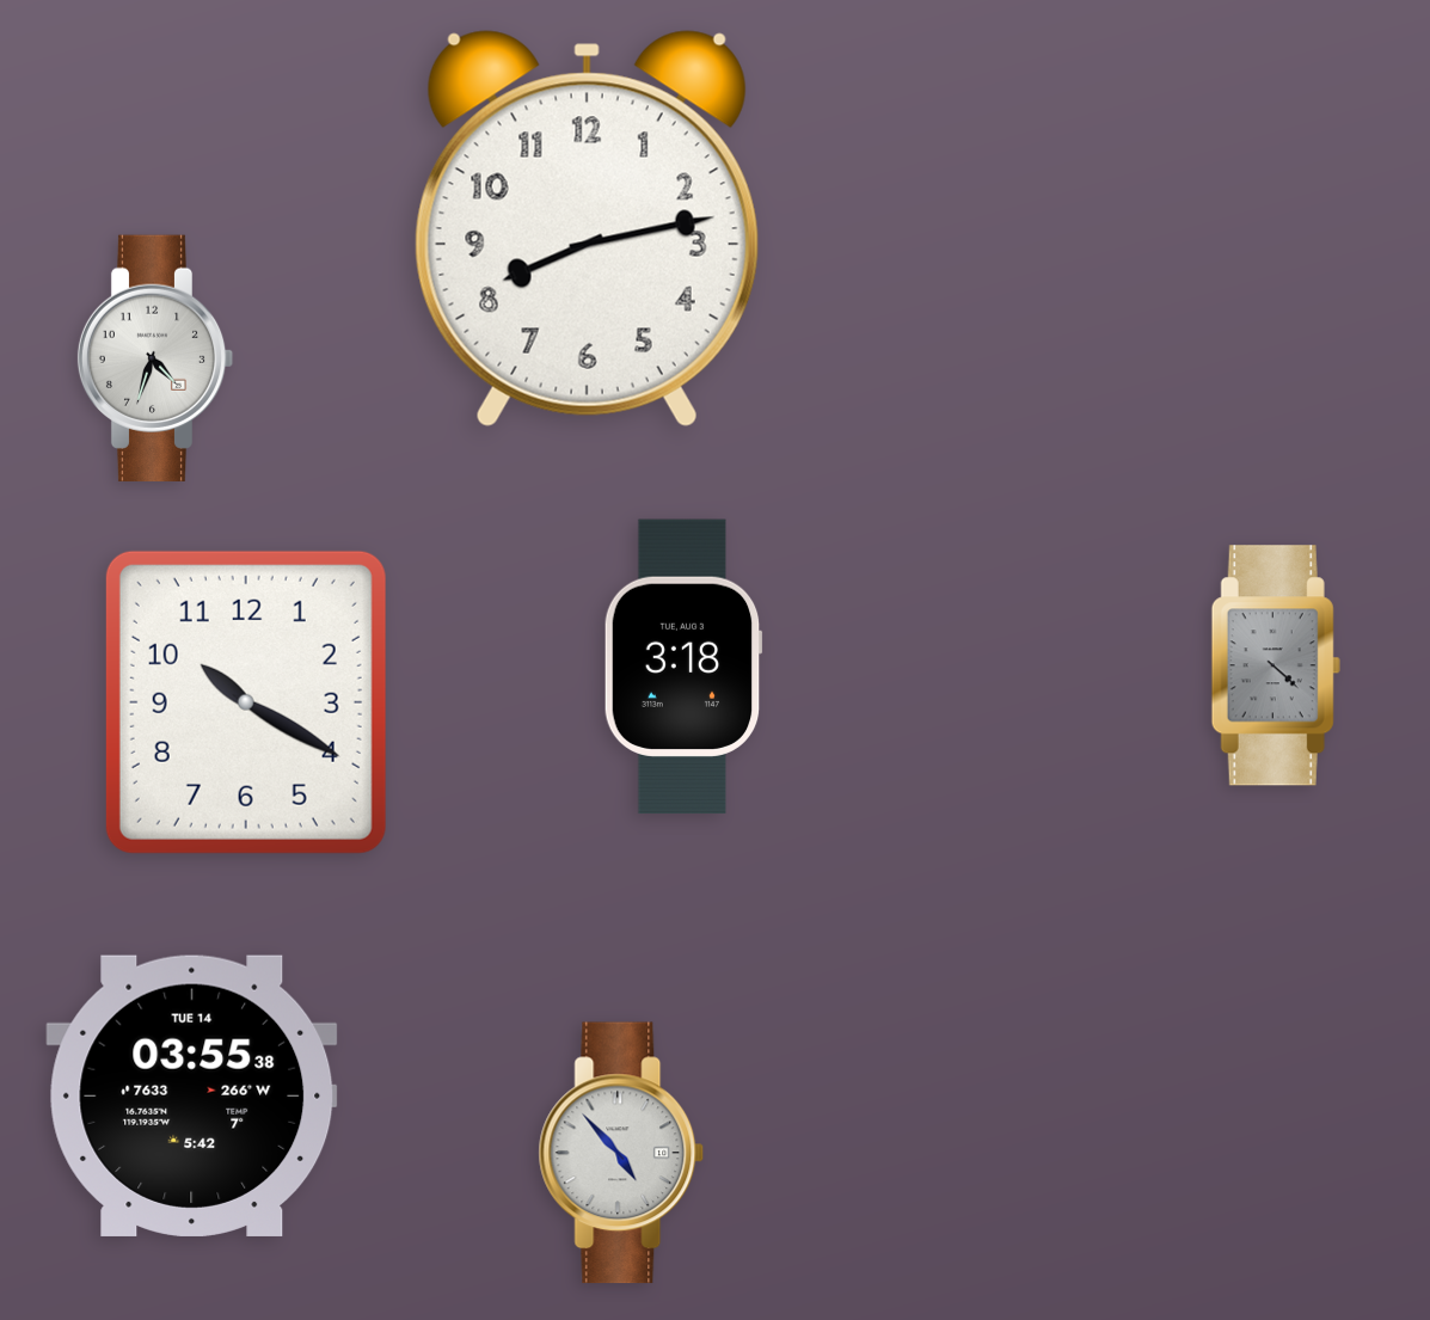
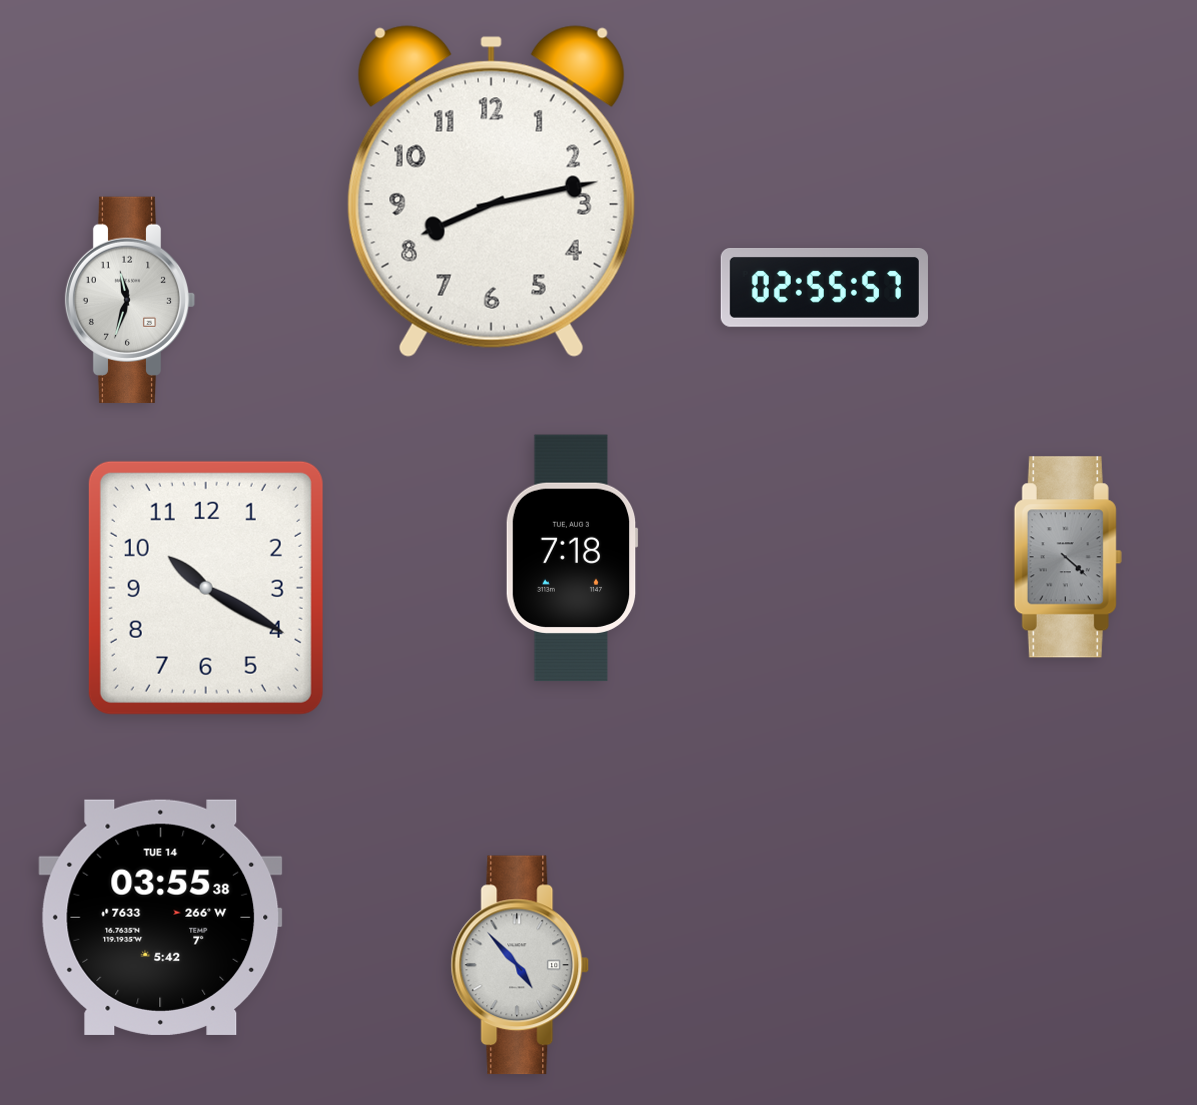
clock at (824, 287): none -> 02:55
clock at (155, 357): 4:33 -> 11:33
clock at (683, 667): 3:18 -> 7:18
